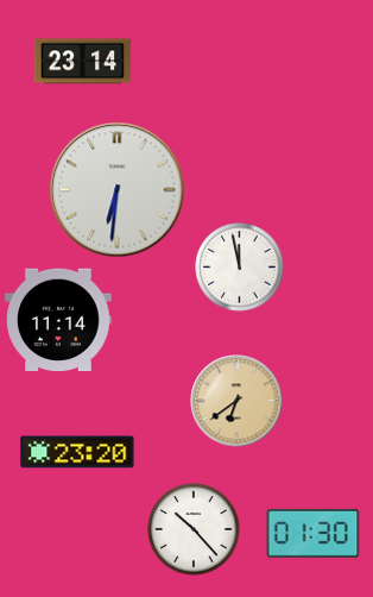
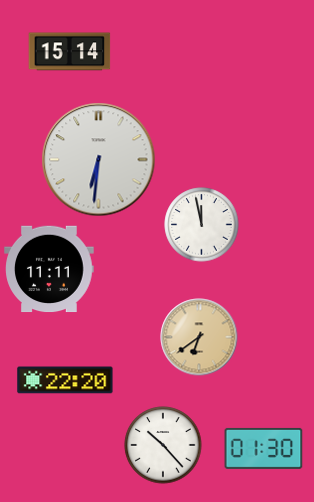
clock at (83, 62): 23:14 -> 15:14
clock at (58, 320): 11:14 -> 11:11
clock at (77, 452): 23:20 -> 22:20
